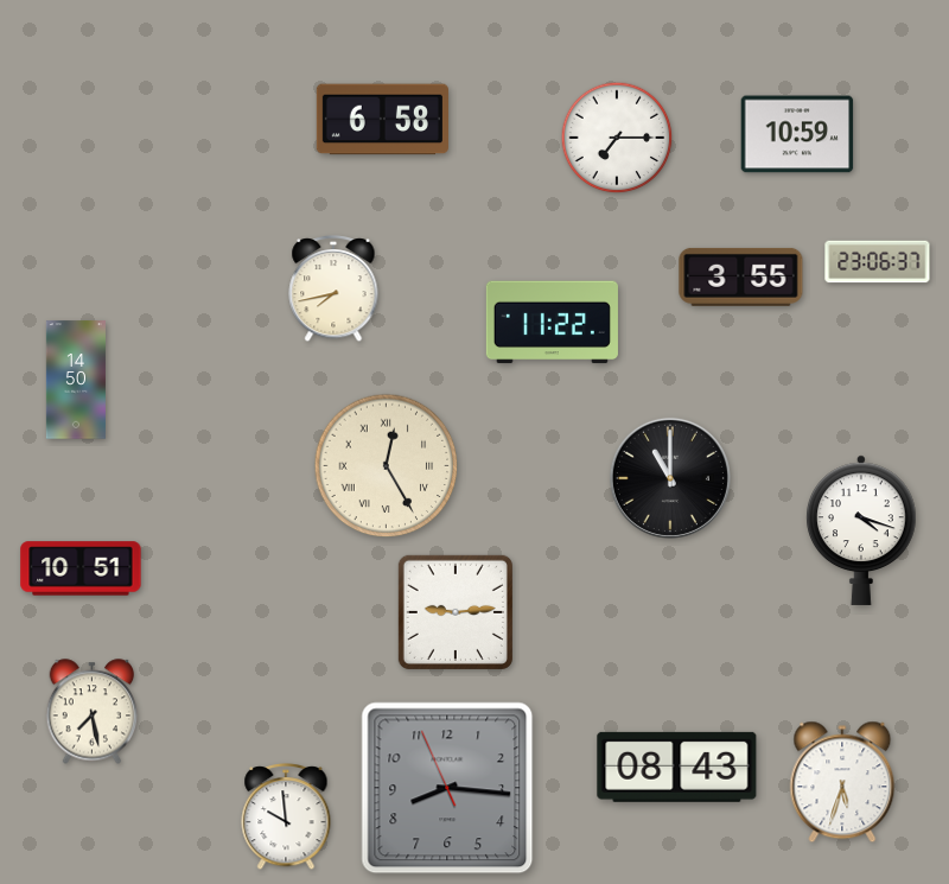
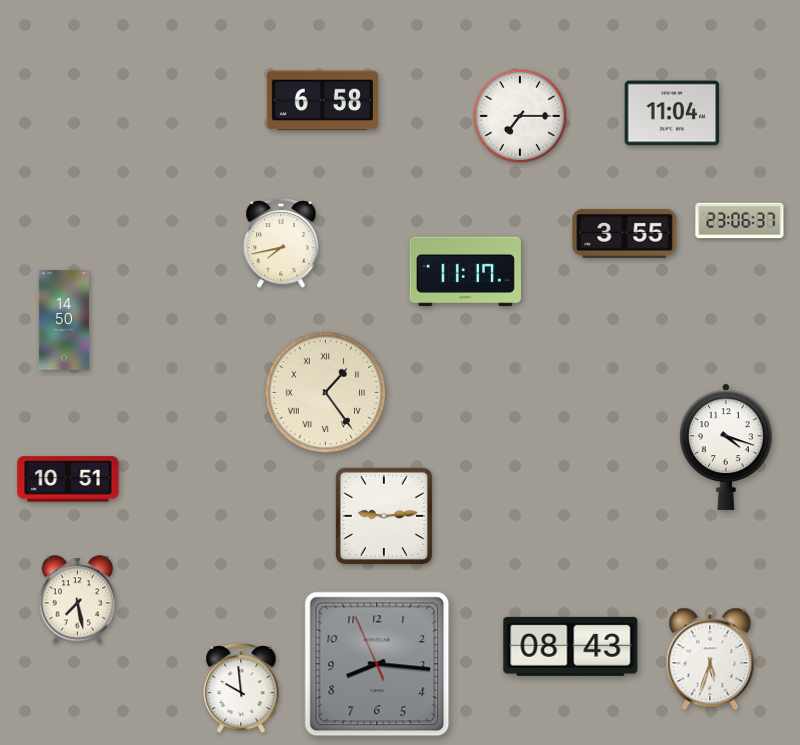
clock at (797, 134): 10:59 -> 11:04
clock at (552, 323): 11:22 -> 11:17
clock at (387, 466): 12:25 -> 1:24
clock at (670, 478): 11:00 -> none
